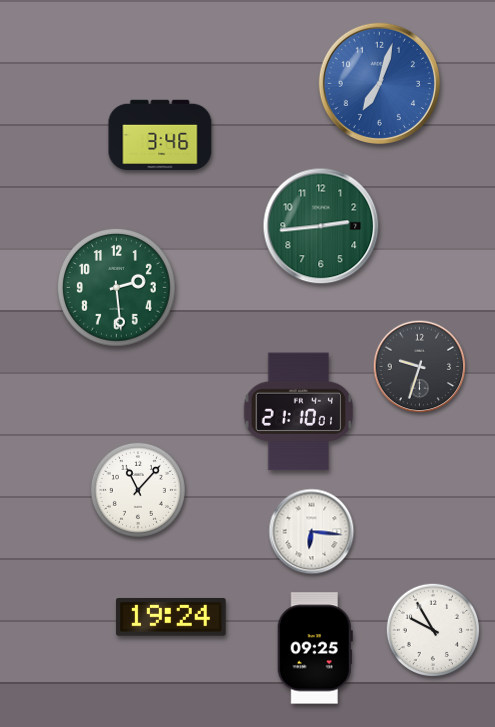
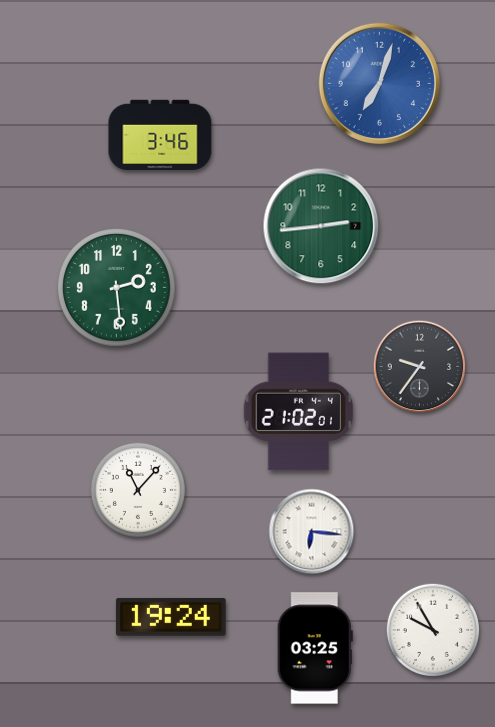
clock at (420, 367): 9:33 -> 9:36
clock at (298, 412): 21:10 -> 21:02
clock at (315, 648): 09:25 -> 03:25
